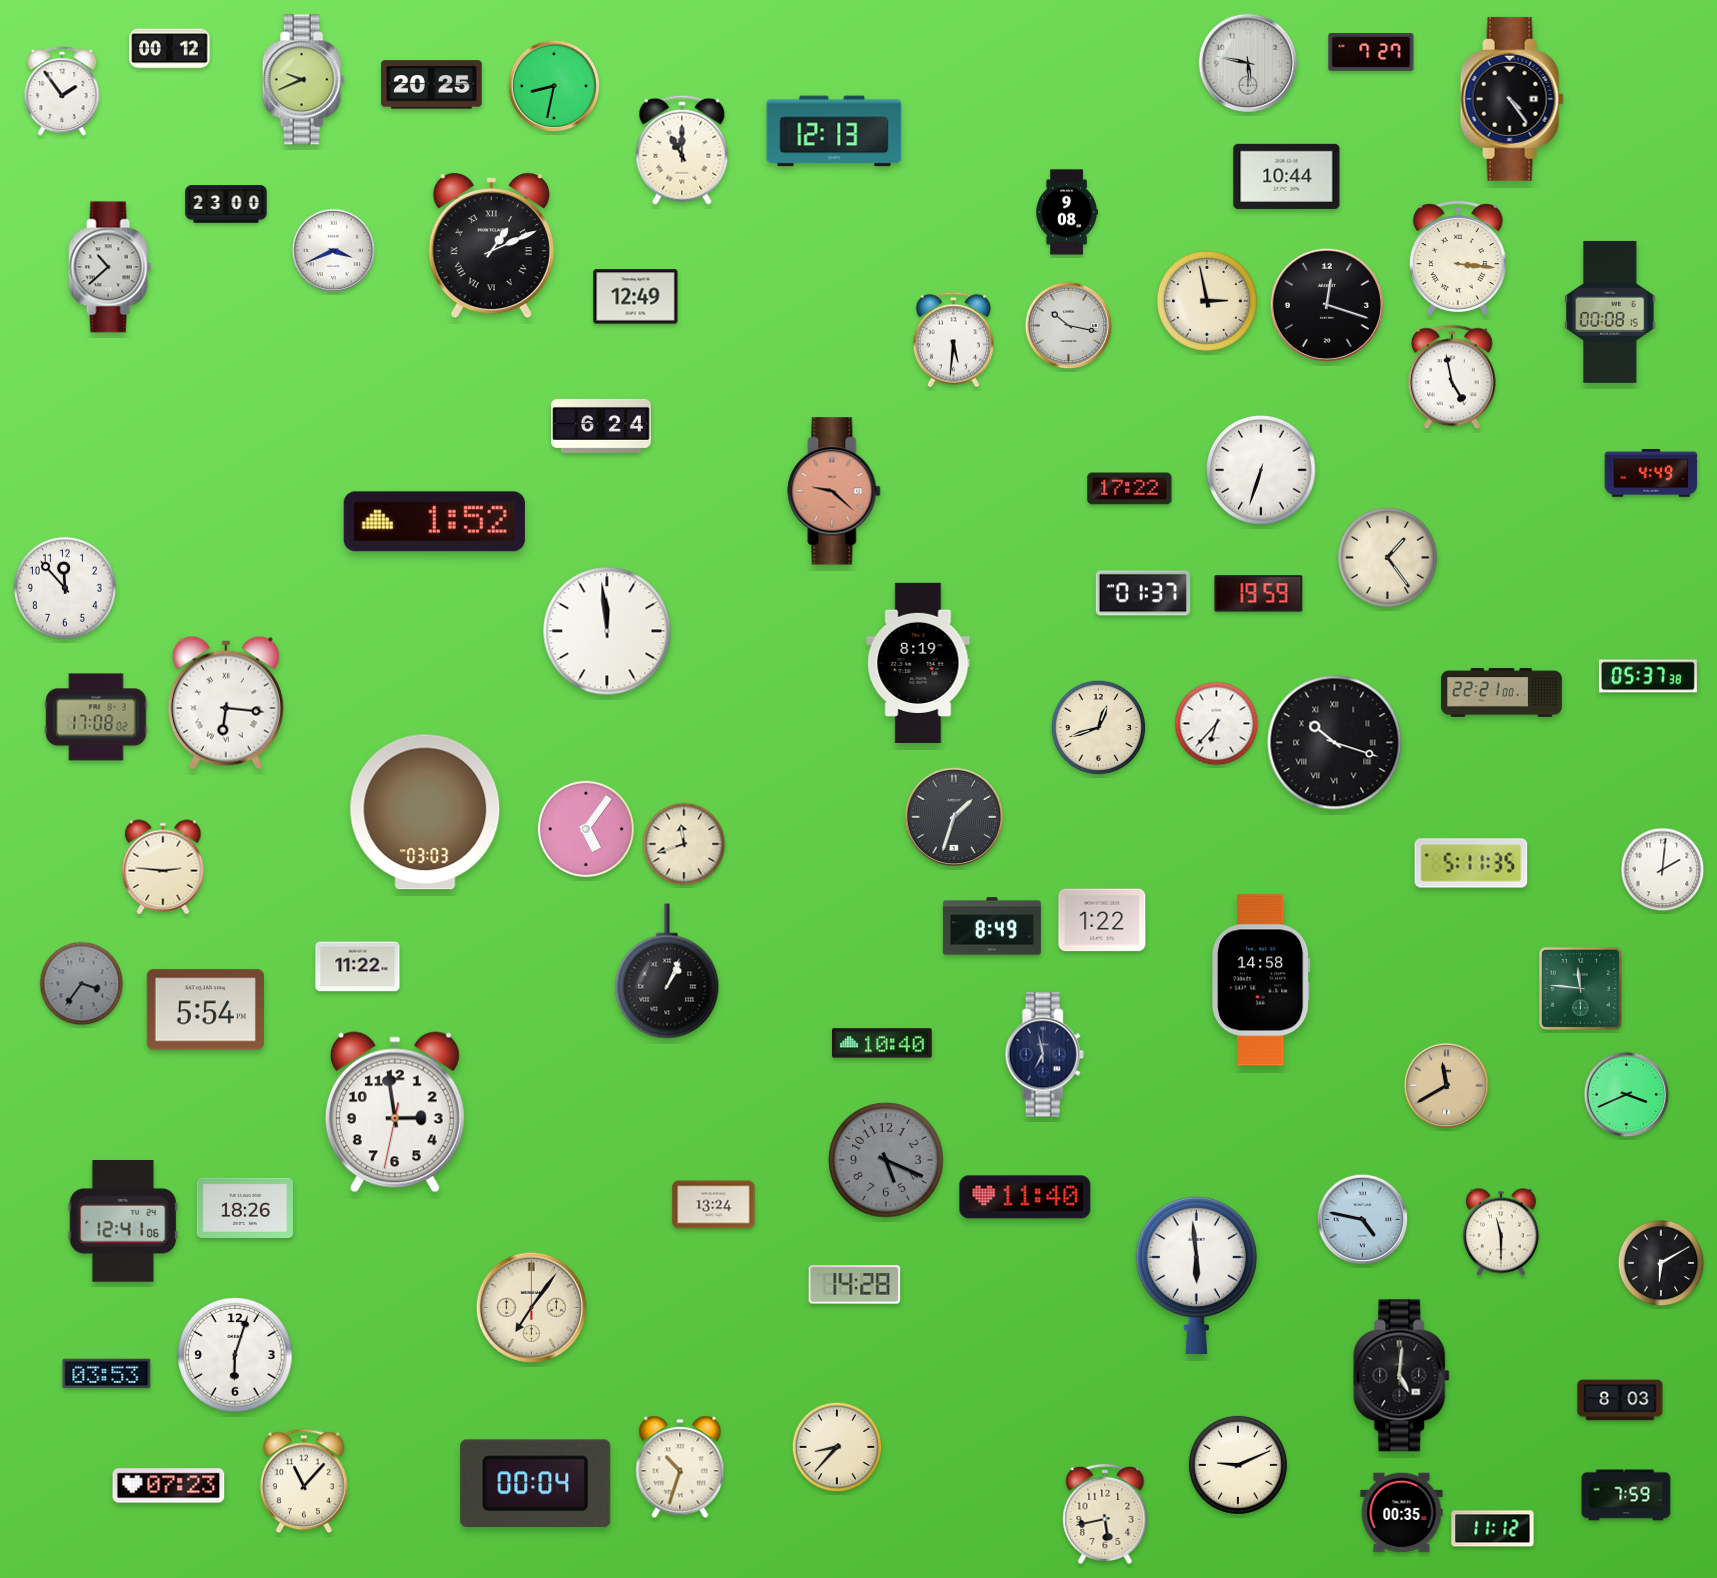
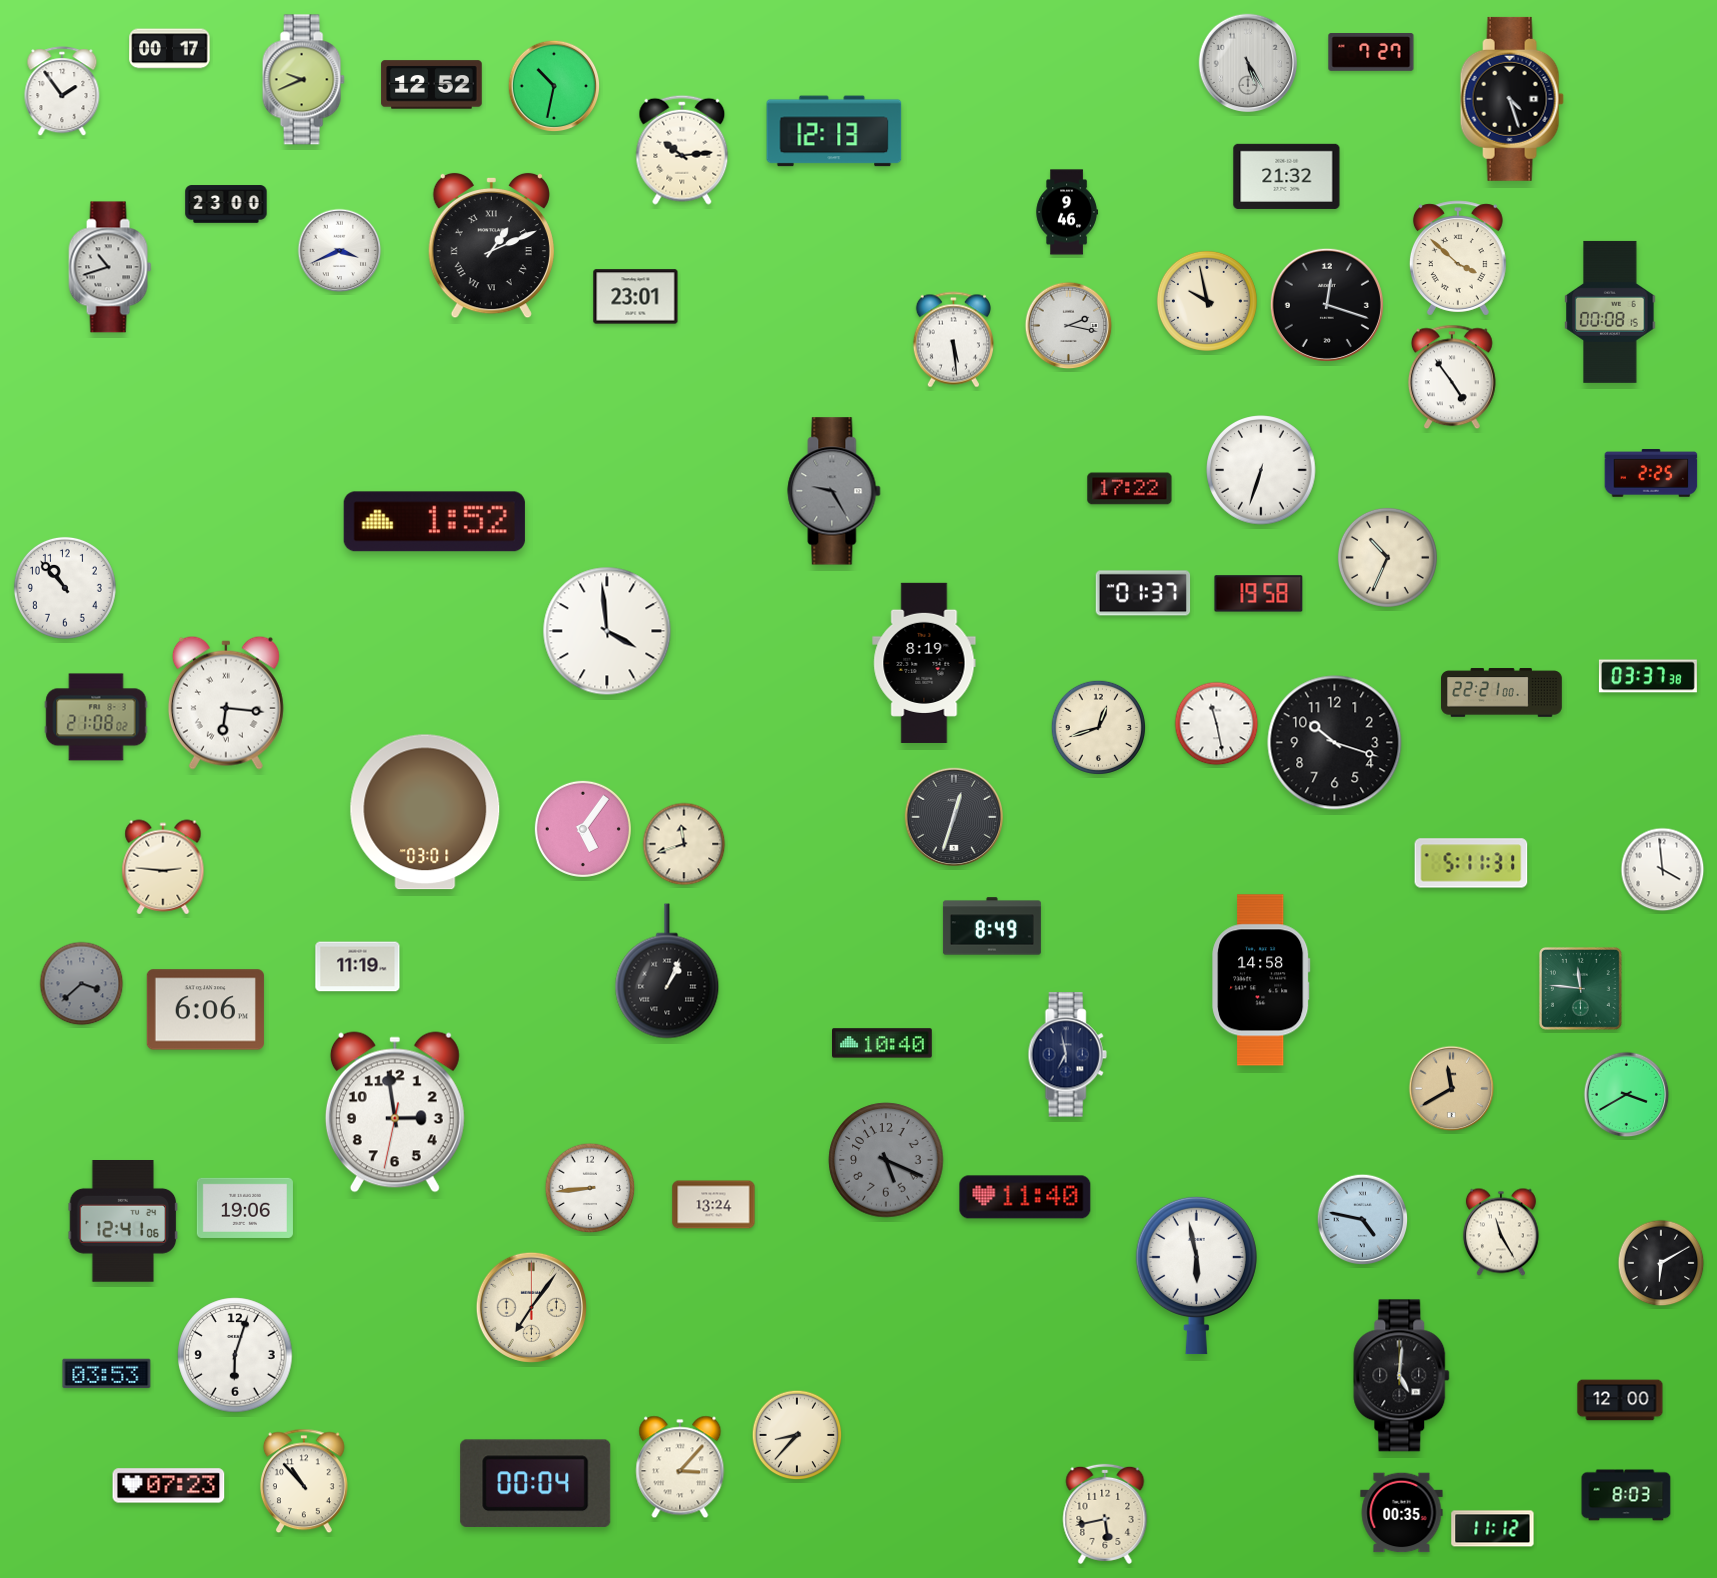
clock at (170, 49): 00:12 -> 00:17
clock at (1247, 62): 5:47 -> 5:25
clock at (432, 85): 20:25 -> 12:52
clock at (554, 86): 8:32 -> 10:32
clock at (1512, 99): 4:24 -> 4:27
clock at (682, 150): 11:00 -> 10:14
clock at (1287, 176): 10:44 -> 21:32
clock at (1066, 212): 9:08 -> 9:46
clock at (334, 251) position: (334, 251) -> (340, 251)
clock at (1458, 258): 3:16 -> 3:52
clock at (110, 267): 10:38 -> 10:42
clock at (636, 297): 12:49 -> 23:01
clock at (1207, 301): 2:58 -> 9:58
clock at (1069, 326): 10:17 -> 2:17
clock at (953, 340): 5:31 -> 5:29
clock at (1452, 377): 4:58 -> 4:54
clock at (601, 426): 6:24 -> none
clock at (1651, 473): 4:49 -> 2:25
clock at (834, 491): 9:22 -> 9:25
clock at (834, 491) dial: salmon -> grey
clock at (1387, 557): 1:24 -> 10:34
clock at (65, 588): 11:53 -> 10:53
clock at (1259, 594): 19:59 -> 19:58
clock at (607, 631): 11:59 -> 3:59
clock at (918, 663) position: (918, 663) -> (924, 663)
clock at (1648, 676): 05:37 -> 03:37
clock at (96, 717): 17:08 -> 21:08
clock at (1217, 724): 6:37 -> 11:28
clock at (1335, 743) numerals: Roman -> Arabic
clock at (425, 812): 03:03 -> 03:01
clock at (953, 816): 1:33 -> 12:33
clock at (586, 829) position: (586, 829) -> (583, 829)
clock at (1471, 863): 5:11:35 -> 5:11:31
clock at (1663, 870): 2:01 -> 3:59
clock at (1102, 920): 1:22 -> none
clock at (358, 967): 11:22 -> 11:19
clock at (82, 984): 3:36 -> 3:38
clock at (205, 1010): 5:54 -> 6:06
clock at (1044, 1055) position: (1044, 1055) -> (1067, 1055)
clock at (1447, 1086) position: (1447, 1086) -> (1452, 1089)
clock at (1627, 1095): 3:41 -> 3:40
clock at (590, 1188): none -> 8:44
clock at (245, 1208): 18:26 -> 19:06
clock at (1501, 1232): 11:30 -> 11:25
clock at (1196, 1275): 5:59 -> 5:58
clock at (855, 1285): 14:28 -> none
clock at (1620, 1400): 8:03 -> 12:00
clock at (837, 1447) position: (837, 1447) -> (797, 1435)
clock at (1238, 1465): 9:11 -> none
clock at (680, 1467): 10:33 -> 3:07
clock at (304, 1481): 11:07 -> 10:53
clock at (1626, 1495): 7:59 -> 8:03
